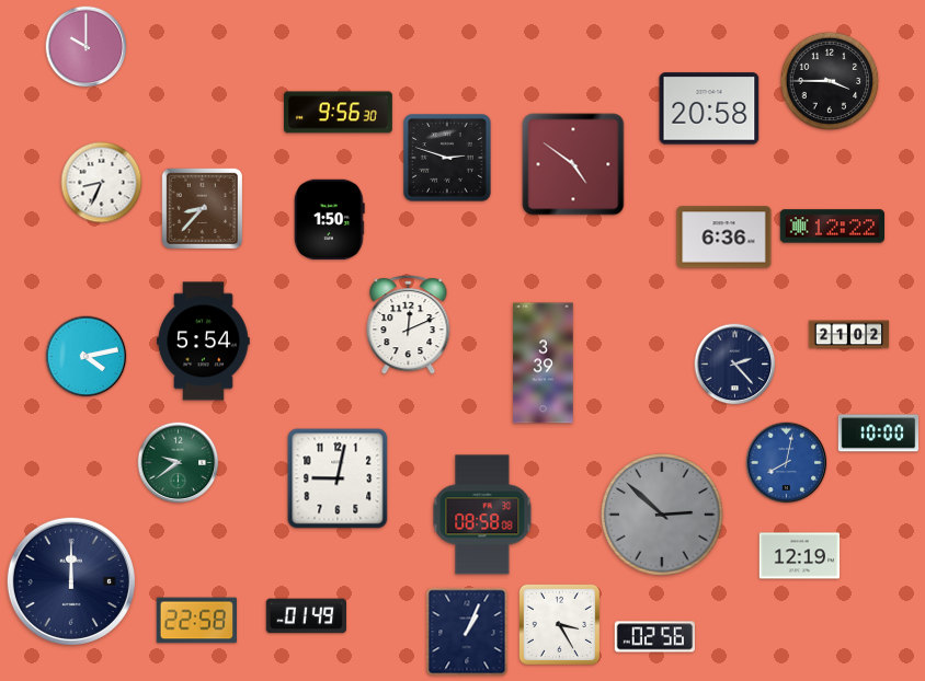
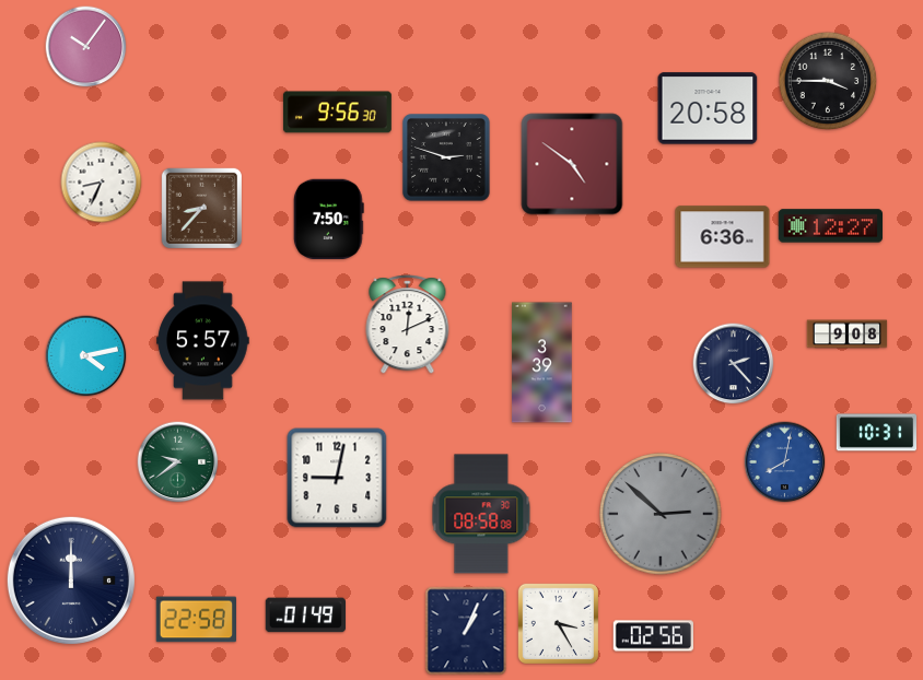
clock at (87, 47): 10:00 -> 10:06
clock at (330, 220): 1:50 -> 7:50
clock at (832, 227): 12:22 -> 12:27
clock at (849, 335): 21:02 -> 9:08
clock at (204, 342): 5:54 -> 5:57
clock at (879, 434): 10:00 -> 10:31
clock at (800, 556): 12:19 -> none
